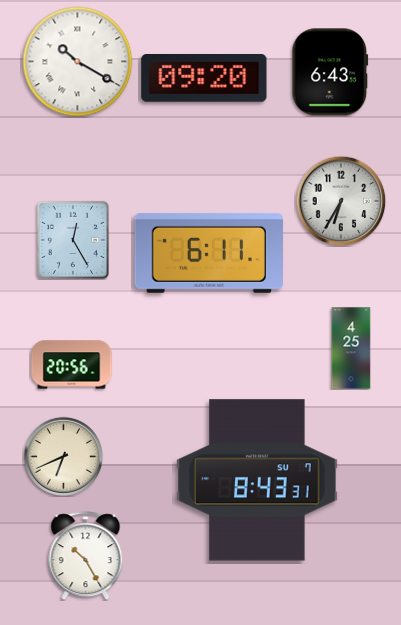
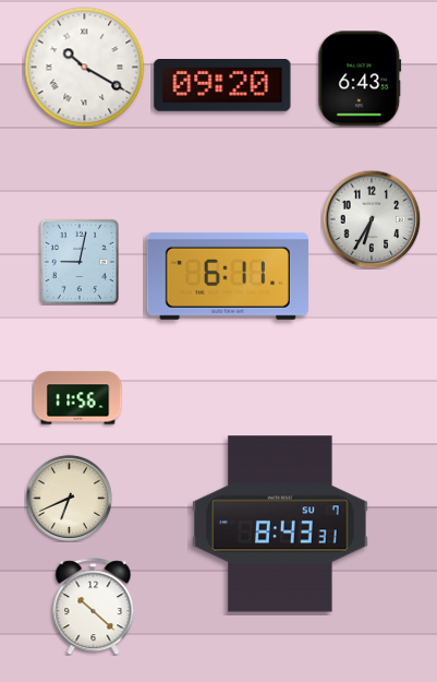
clock at (73, 240): 12:25 -> 9:02
clock at (351, 348): 4:25 -> none
clock at (72, 365): 20:56 -> 11:56
clock at (86, 556): 10:25 -> 10:22
